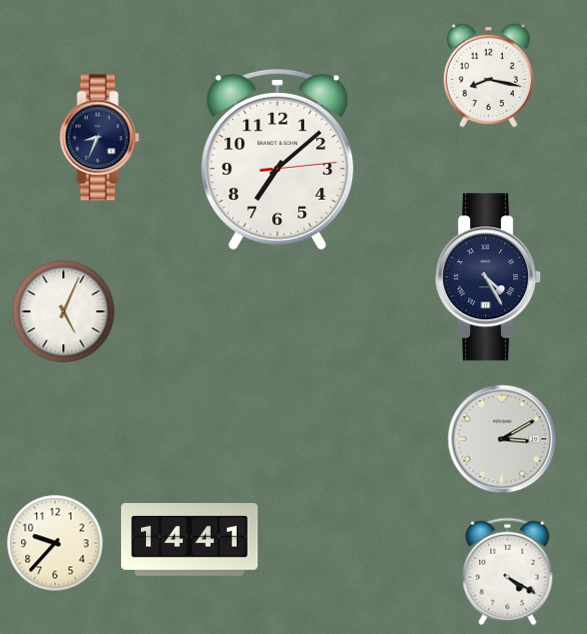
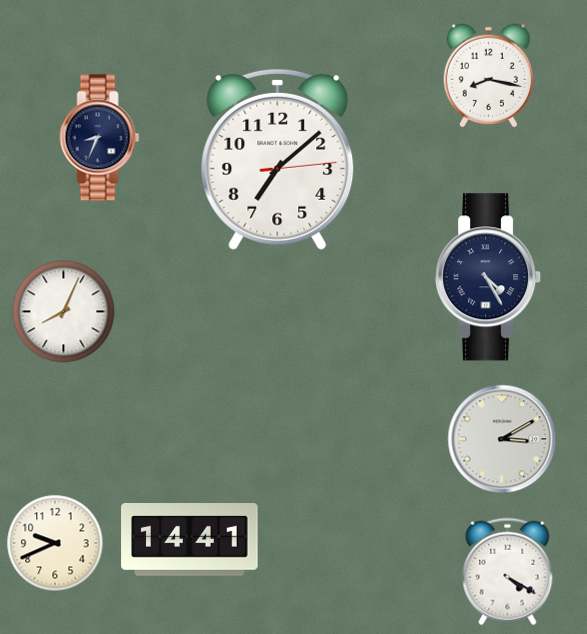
clock at (64, 312): 5:04 -> 8:04
clock at (55, 543): 9:37 -> 9:41
